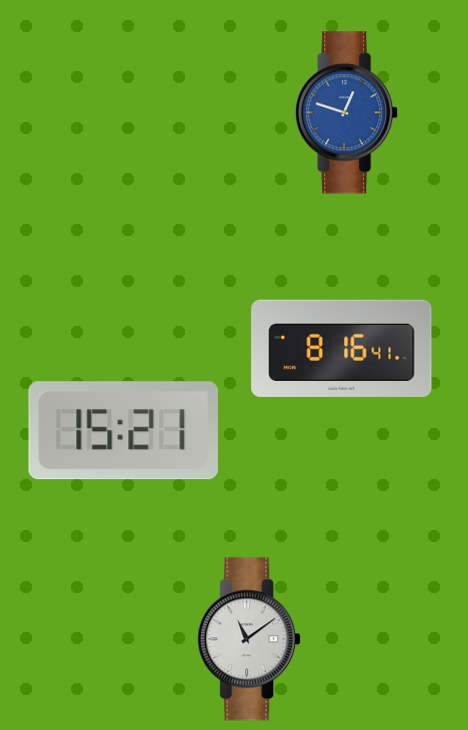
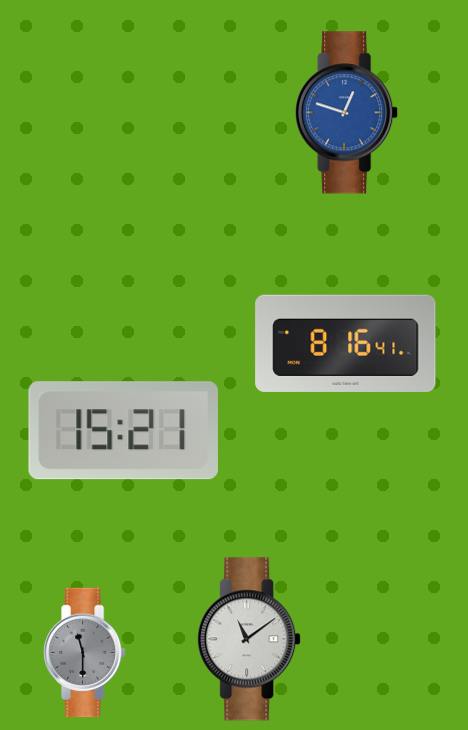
clock at (342, 348) position: (342, 348) -> (346, 343)
clock at (85, 653): none -> 11:30
